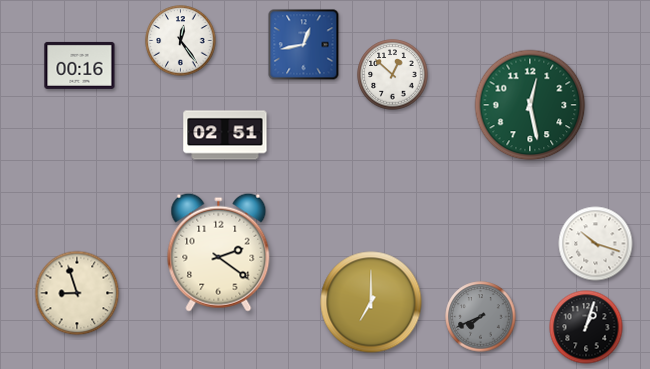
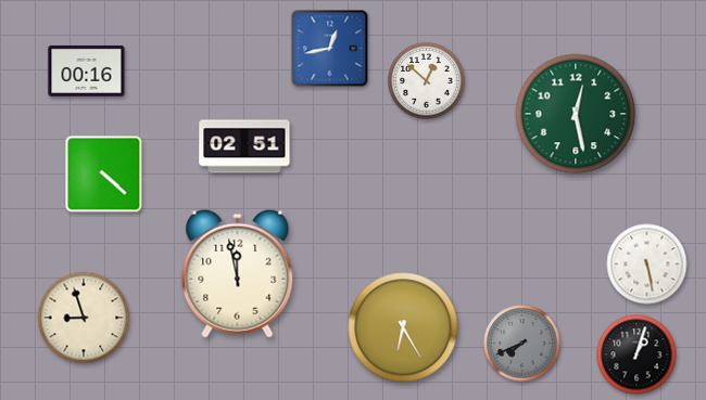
clock at (181, 41): 12:24 -> none
clock at (104, 175): none -> 4:22
clock at (596, 244): 10:18 -> 5:28
clock at (219, 252): 2:21 -> 11:58
clock at (371, 302): 7:00 -> 6:25
